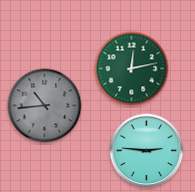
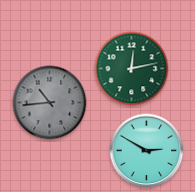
clock at (45, 106) position: (45, 106) -> (50, 103)
clock at (147, 151): 2:46 -> 2:50
